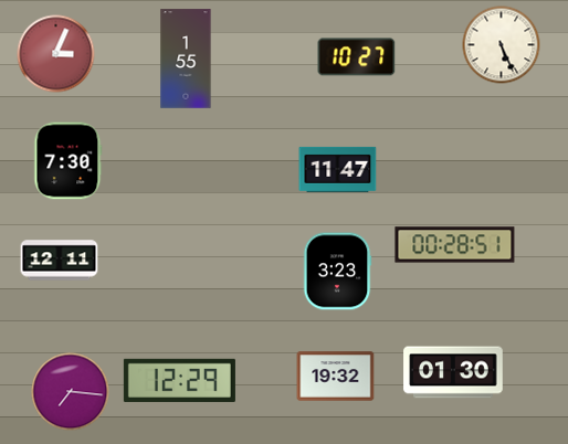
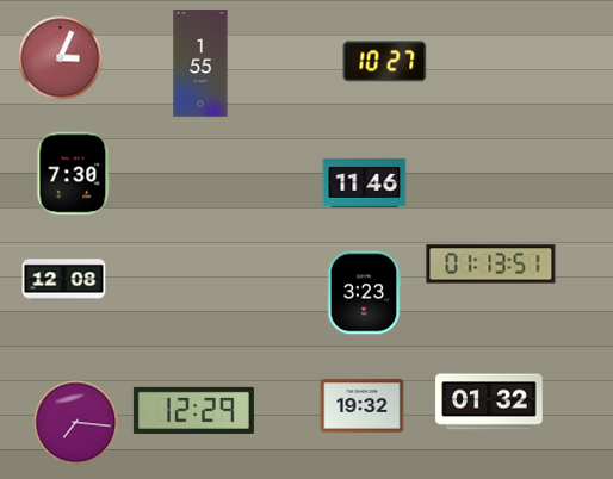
clock at (502, 45): 5:26 -> none
clock at (338, 169): 11:47 -> 11:46
clock at (455, 245): 00:28 -> 01:13
clock at (60, 261): 12:11 -> 12:08
clock at (453, 372): 01:30 -> 01:32
